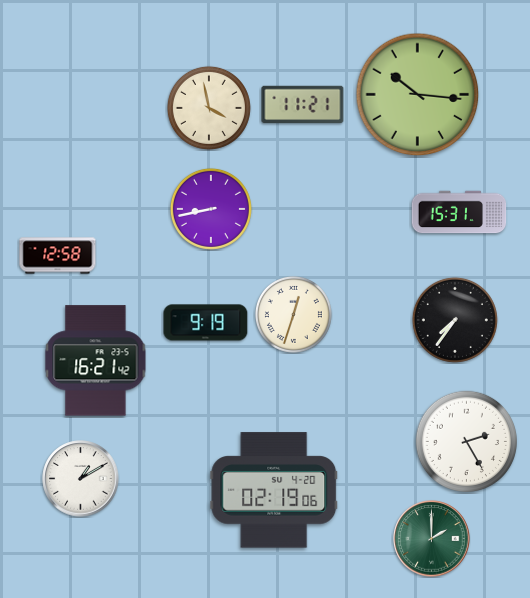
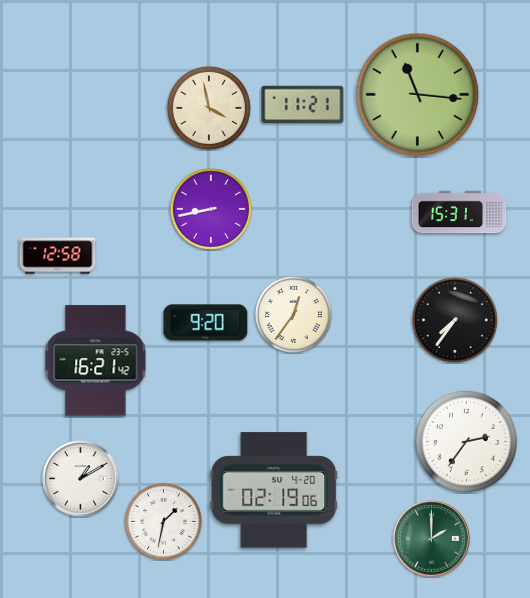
clock at (418, 95): 10:16 -> 11:16
clock at (293, 314): 12:33 -> 12:36
clock at (206, 323): 9:19 -> 9:20
clock at (466, 441): 2:25 -> 2:36
clock at (163, 521): none -> 1:32
